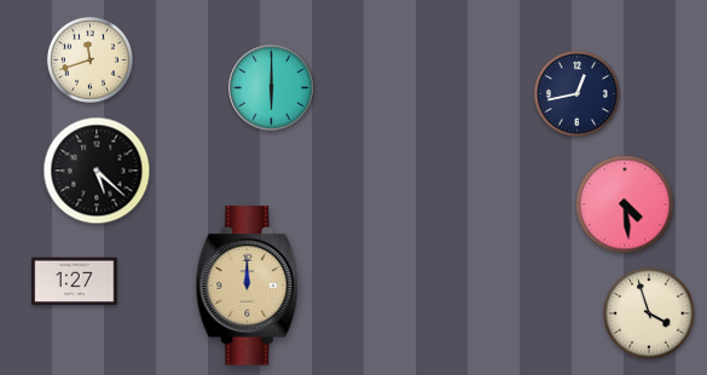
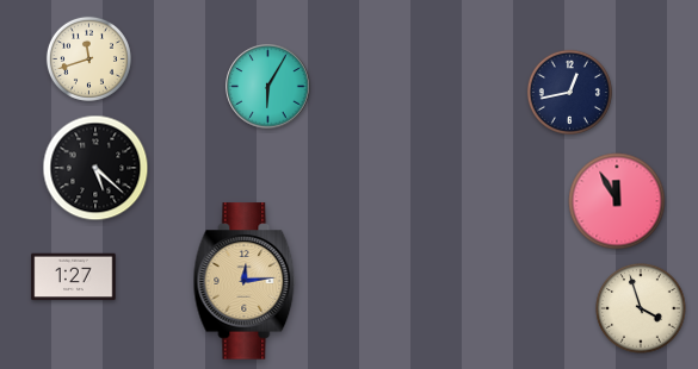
clock at (272, 88): 6:00 -> 6:05
clock at (625, 204): 4:29 -> 11:55
clock at (248, 285): 12:00 -> 12:14
